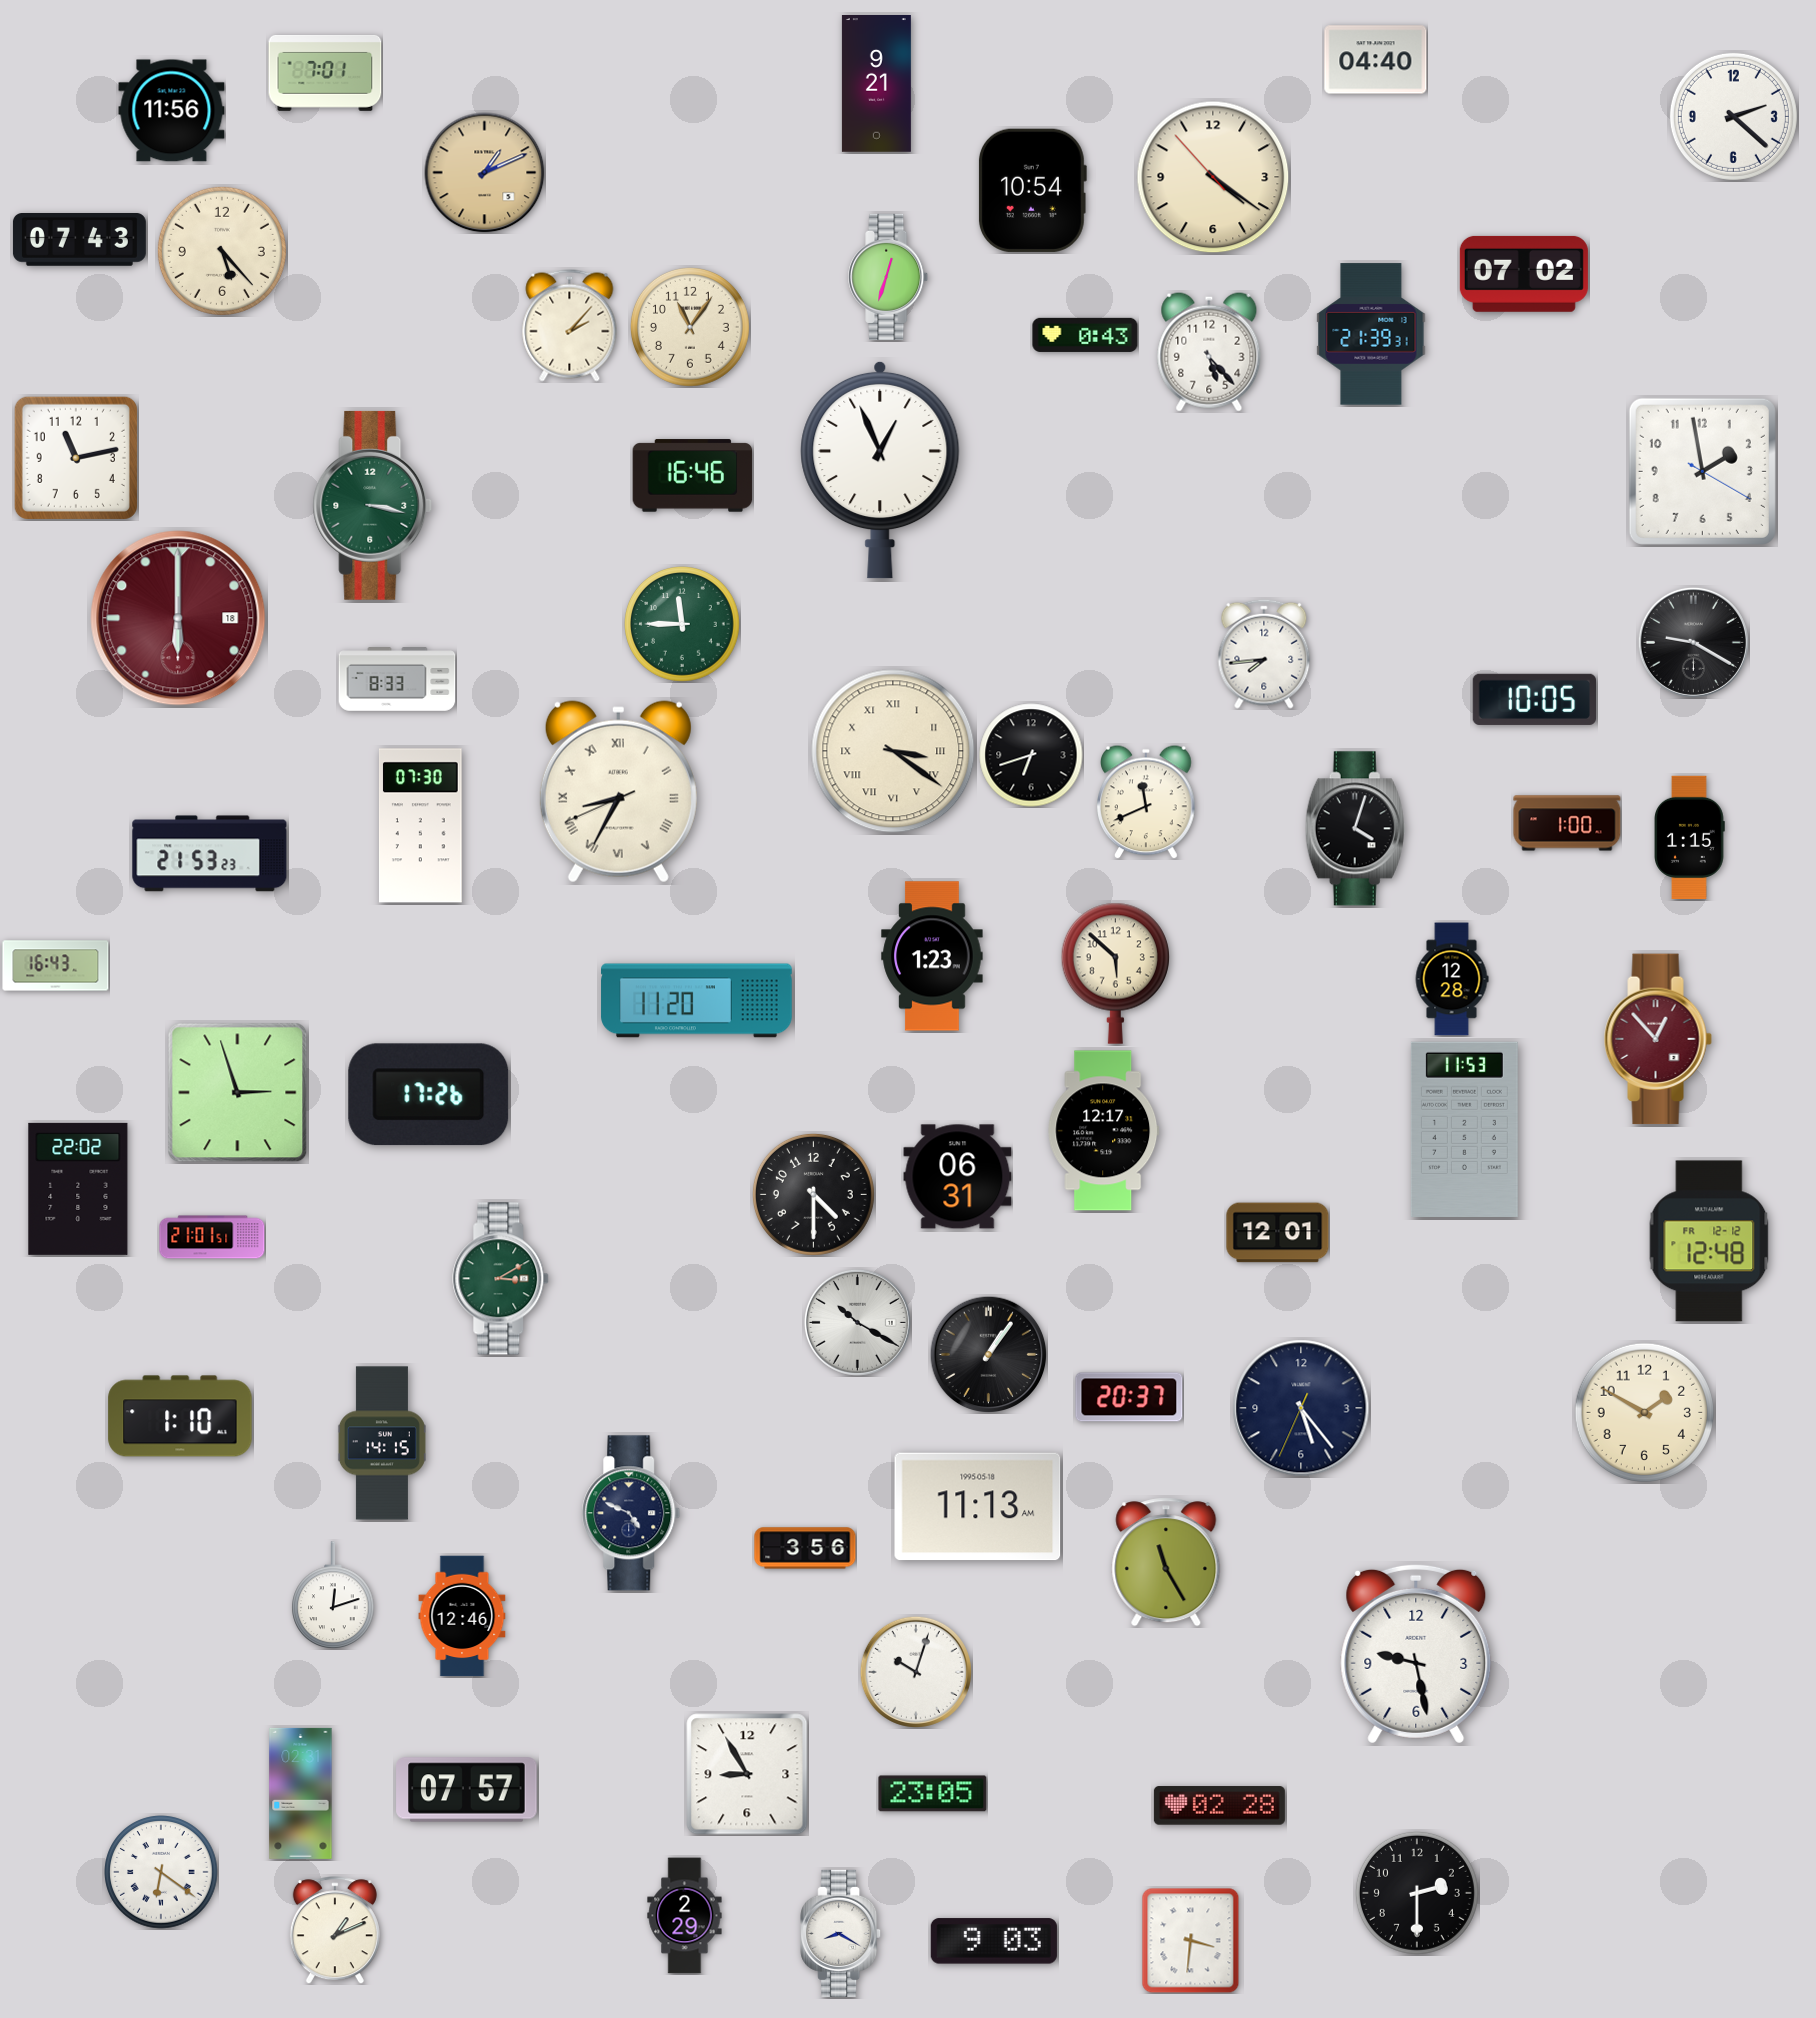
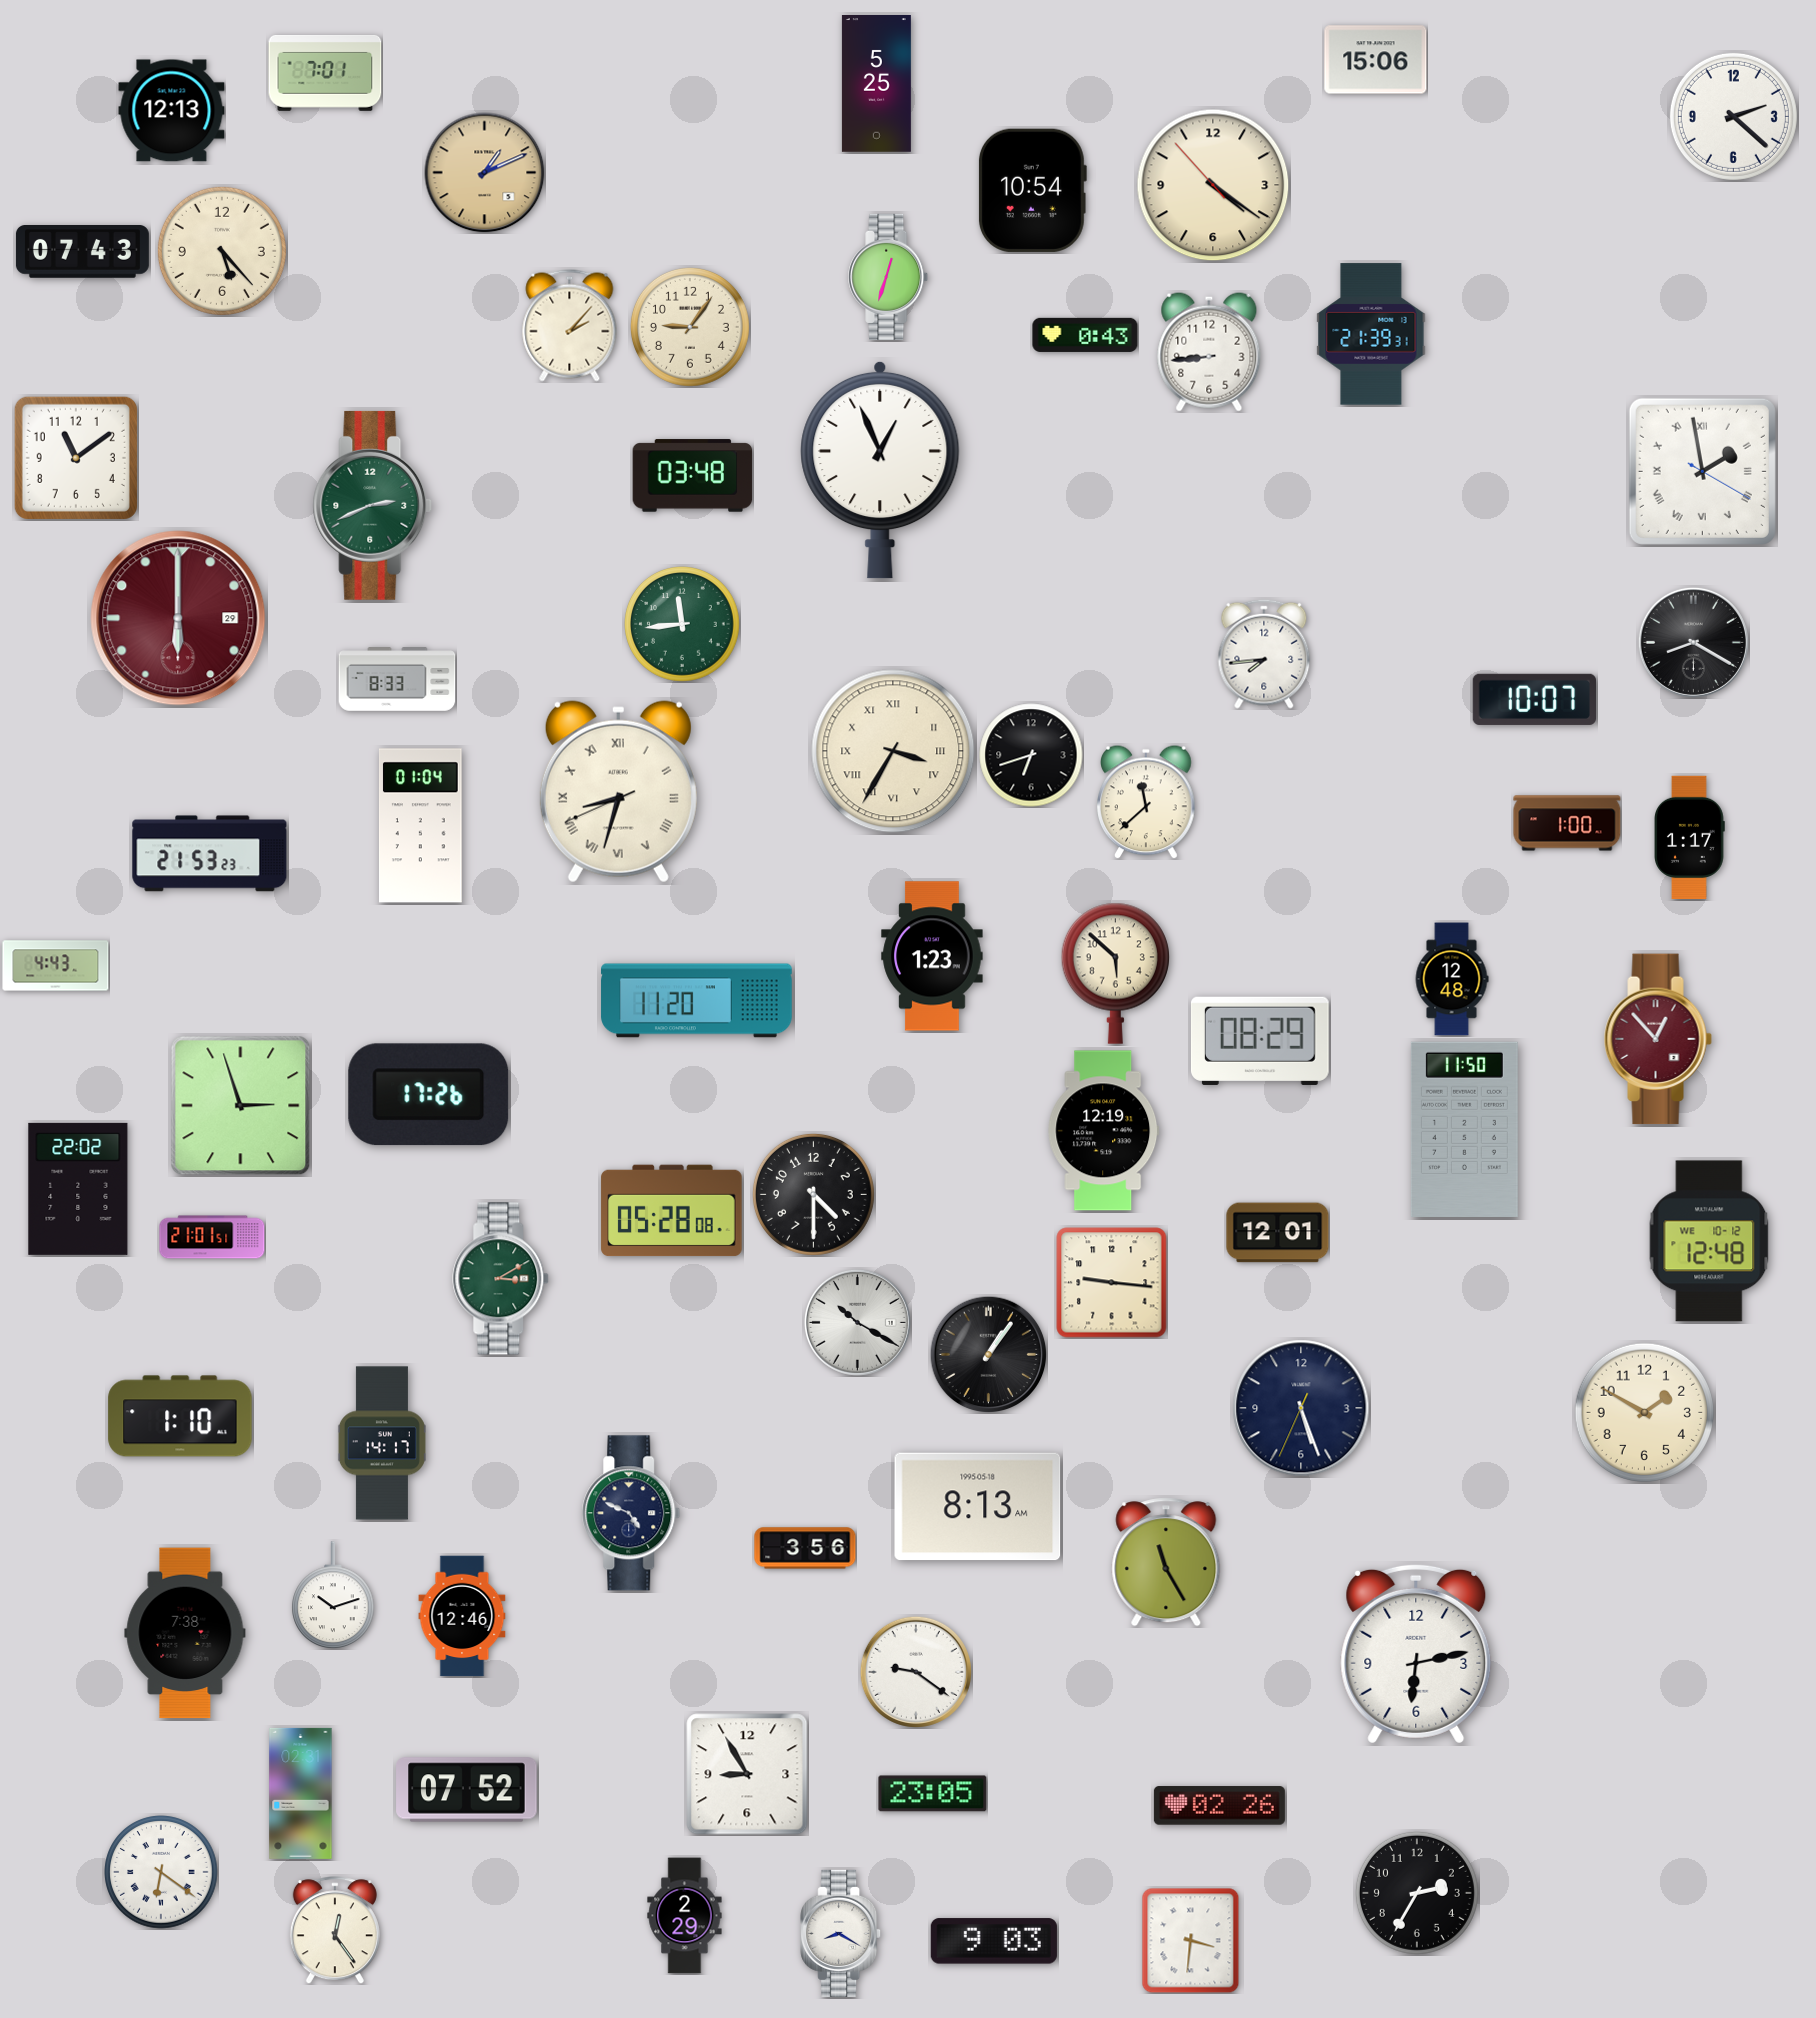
clock at (1376, 60): 04:40 -> 15:06
clock at (876, 84): 9:21 -> 5:25
clock at (172, 111): 11:56 -> 12:13
clock at (1213, 177) position: (1213, 177) -> (1213, 185)
clock at (79, 240) position: (79, 240) -> (82, 252)
clock at (1524, 274): 07:02 -> none
clock at (690, 327): 11:06 -> 9:06
clock at (1209, 352): 5:23 -> 8:44
clock at (76, 458): 11:13 -> 11:09
clock at (1702, 471) numerals: Arabic -> Roman
clock at (693, 476): 16:46 -> 03:48
clock at (373, 505): 3:17 -> 2:41
clock at (178, 618) date: 18 -> 29
clock at (683, 625): 11:45 -> 11:44
clock at (1693, 642): 9:20 -> 8:20
clock at (1534, 699): 10:05 -> 10:07
clock at (893, 751): 3:21 -> 3:35
clock at (618, 792): 8:34 -> 8:32
clock at (1147, 802): 11:41 -> 11:38
clock at (420, 826): 07:30 -> 01:04
clock at (1355, 829): 4:03 -> none
clock at (1689, 838): 1:15 -> 1:17
clock at (56, 966): 16:43 -> 4:43
clock at (1452, 979): 12:28 -> 12:48
clock at (1260, 1041): none -> 08:29
clock at (238, 1093) position: (238, 1093) -> (241, 1106)
clock at (1464, 1129): 11:53 -> 11:50
clock at (1104, 1131): 12:17 -> 12:19
clock at (958, 1177): 06:31 -> none
clock at (672, 1211): none -> 05:28
clock at (1709, 1241) date: FR 12-12 -> WE 10-12
clock at (1112, 1283): none -> 9:16
clock at (1129, 1397): 20:37 -> none
clock at (1301, 1408): 5:23 -> 5:26
clock at (382, 1443): 14:15 -> 14:17
clock at (978, 1507): 11:13 -> 8:13
clock at (333, 1595): 12:12 -> 10:12
clock at (185, 1633): none -> 7:38
clock at (1416, 1654): 9:28 -> 6:13
clock at (916, 1672): 10:03 -> 9:21
clock at (467, 1790): 07:57 -> 07:52
clock at (1219, 1806): 02:28 -> 02:26
clock at (1417, 1893): 2:30 -> 2:35
clock at (335, 1930): 1:11 -> 12:24
